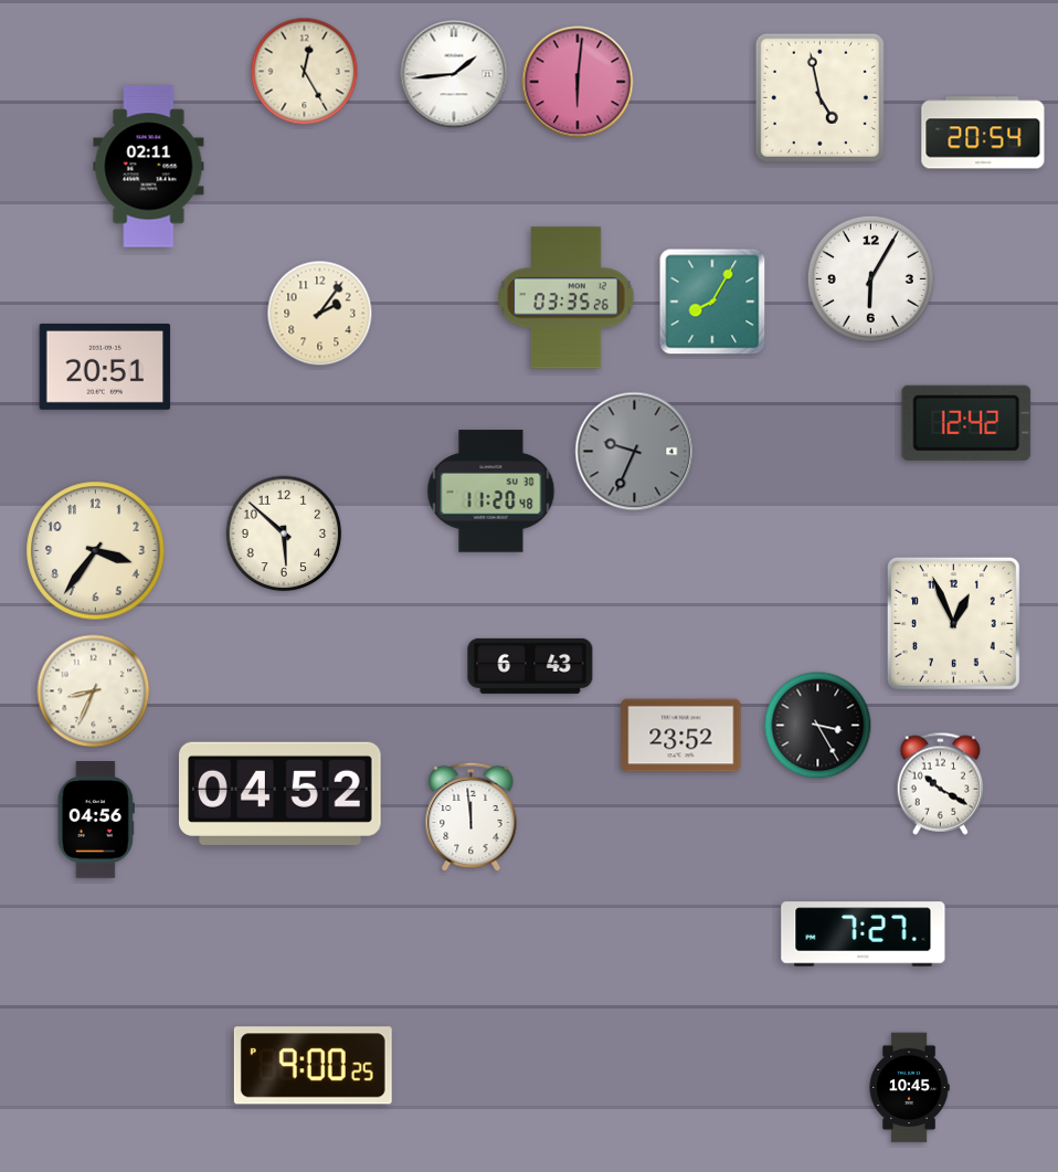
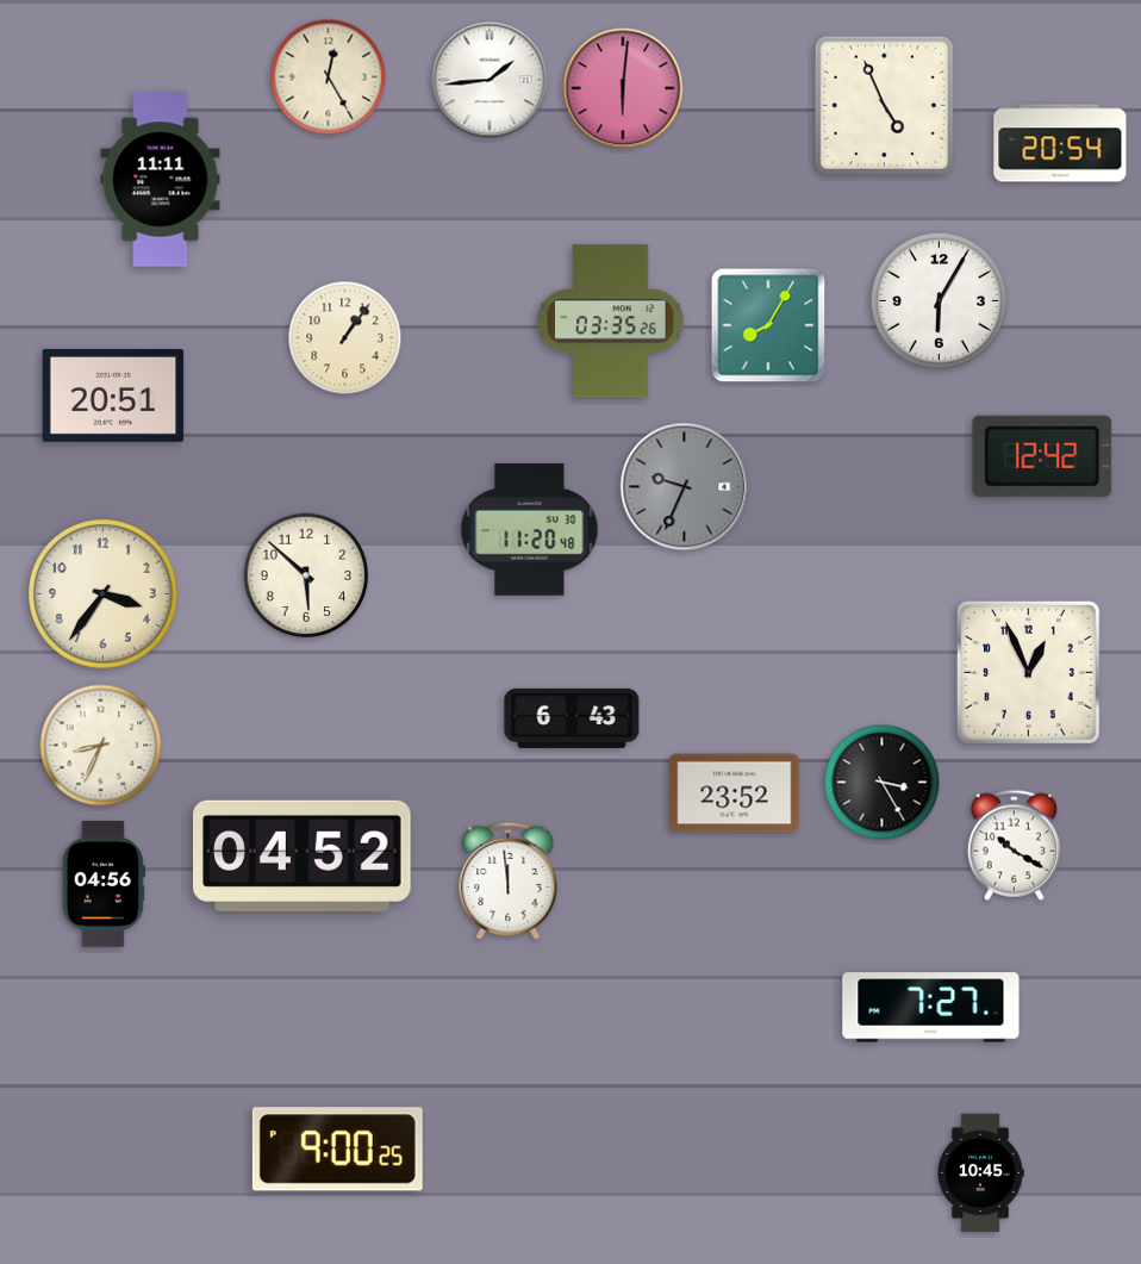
clock at (819, 97): 4:58 -> 4:56
clock at (149, 167): 02:11 -> 11:11
clock at (320, 314): 2:06 -> 1:06
